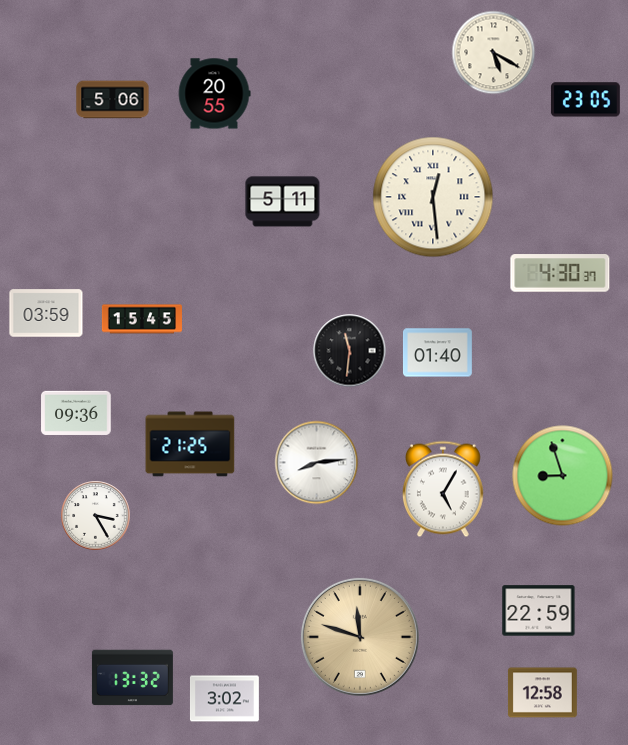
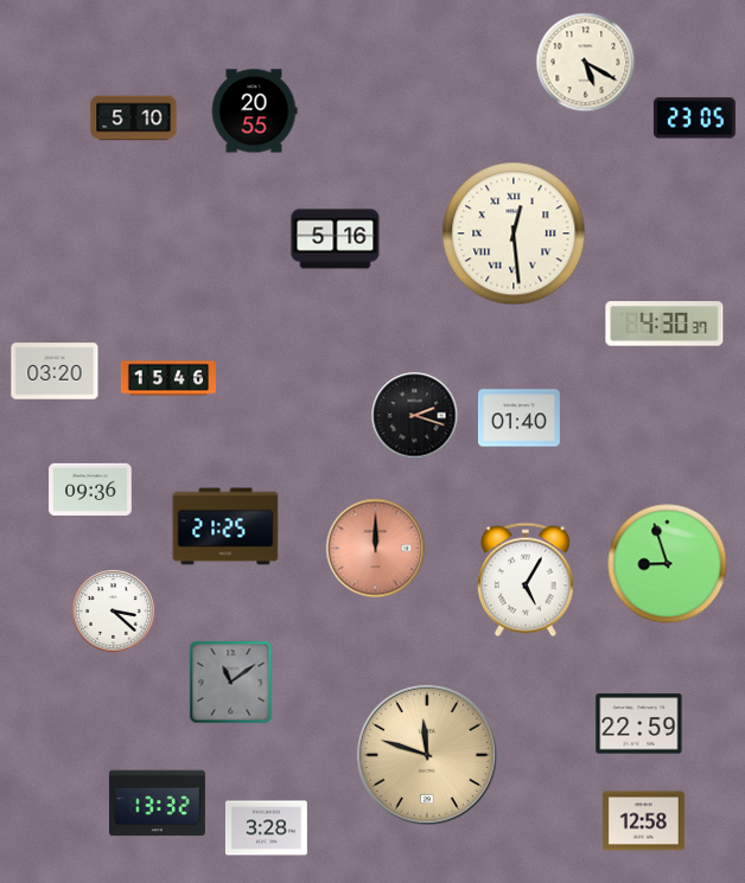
clock at (113, 100): 5:06 -> 5:10
clock at (283, 202): 5:11 -> 5:16
clock at (46, 313): 03:59 -> 03:20
clock at (142, 319): 15:45 -> 15:46
clock at (350, 351): 11:31 -> 2:18
clock at (317, 463): 8:14 -> 12:00
clock at (317, 463) dial: white -> salmon
clock at (96, 516): 3:25 -> 3:22
clock at (231, 683): none -> 11:09
clock at (224, 699): 3:02 -> 3:28
